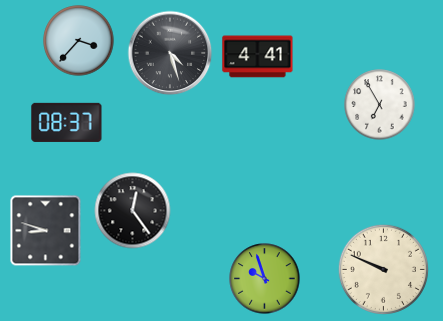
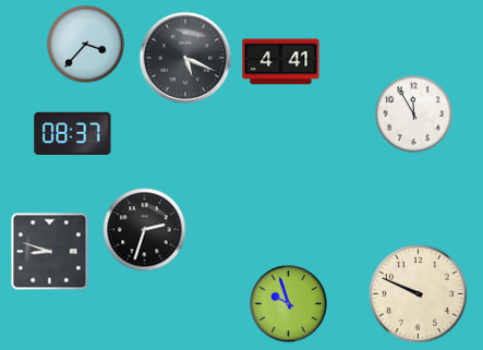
clock at (170, 53): 4:27 -> 5:19
clock at (380, 105): 6:55 -> 11:55
clock at (133, 211): 12:24 -> 2:33
